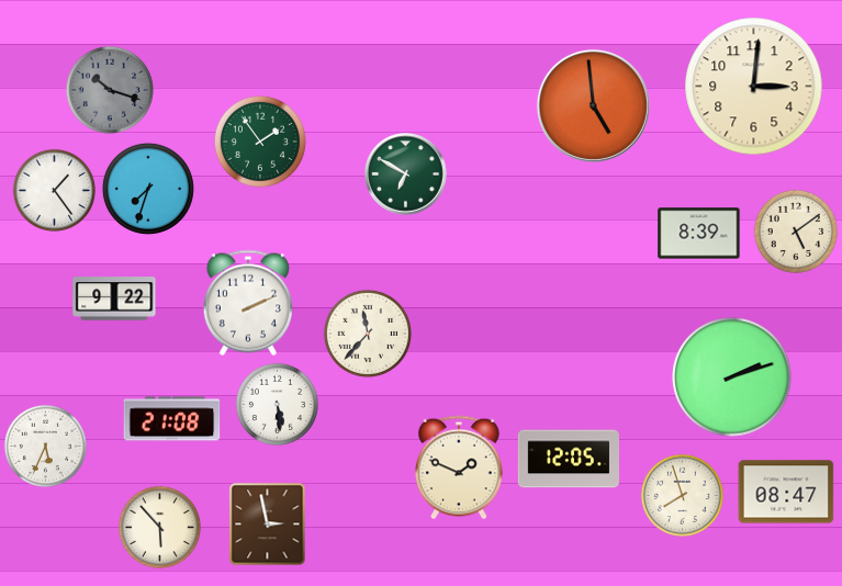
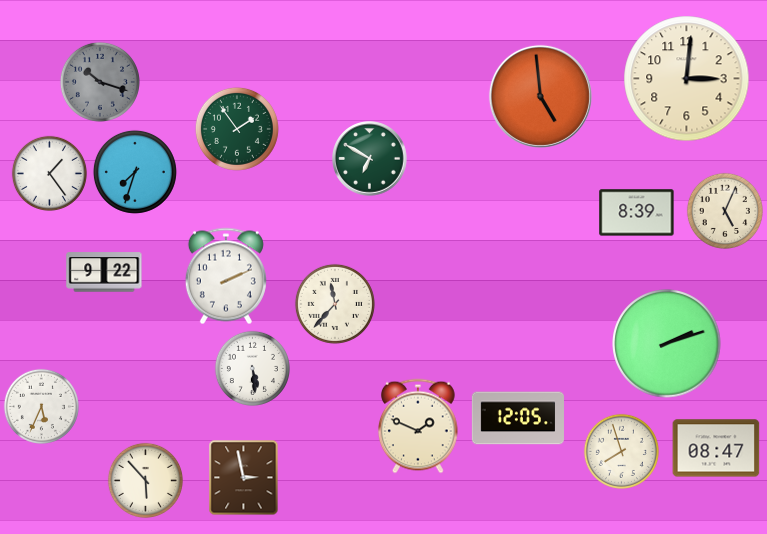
clock at (796, 232): 5:09 -> 5:04
clock at (172, 419): 21:08 -> none
